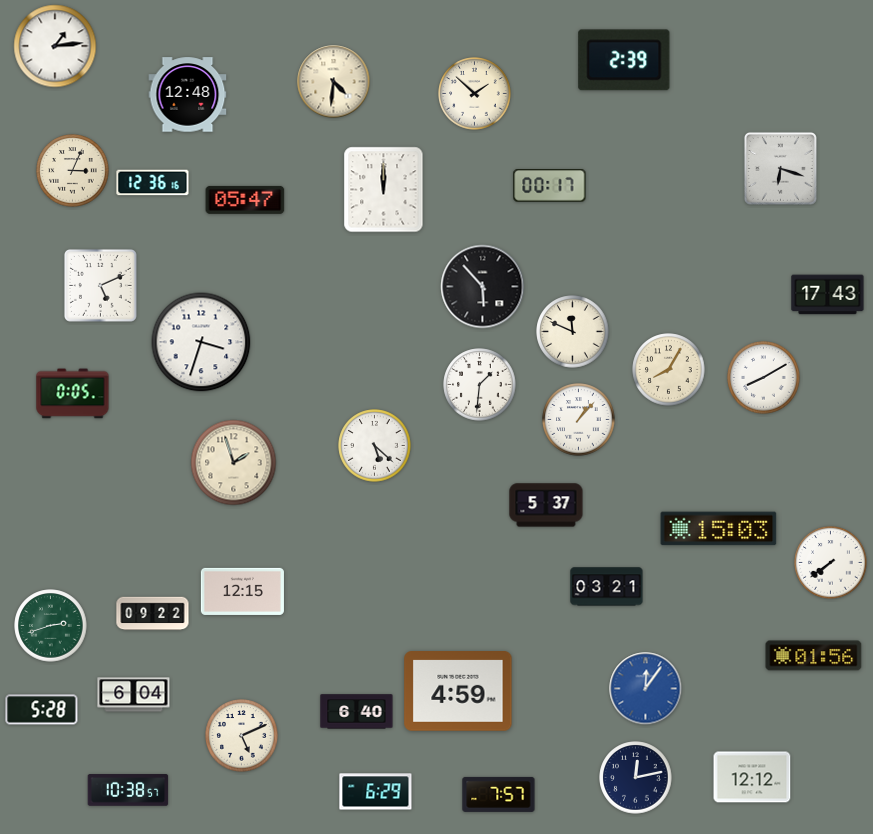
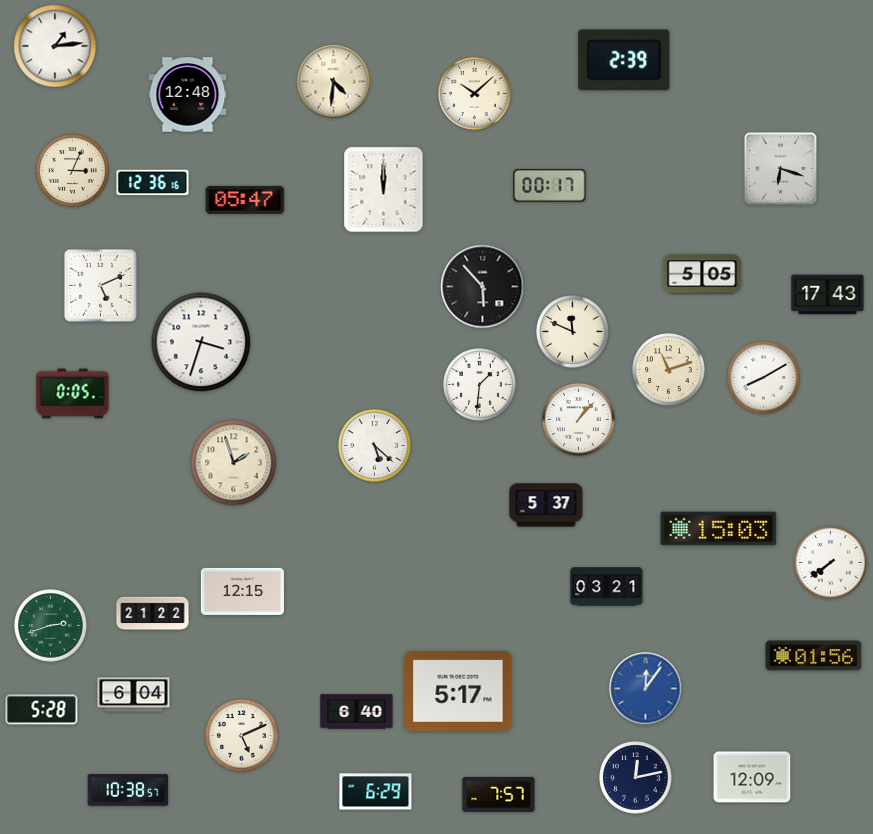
clock at (475, 94): 1:52 -> 10:08
clock at (702, 274): none -> 5:05
clock at (669, 370): 8:05 -> 11:12
clock at (153, 614): 09:22 -> 21:22
clock at (458, 692): 4:59 -> 5:17
clock at (752, 777): 12:12 -> 12:09
